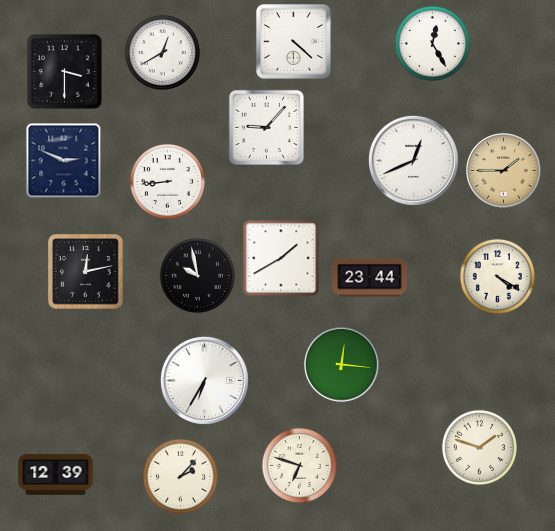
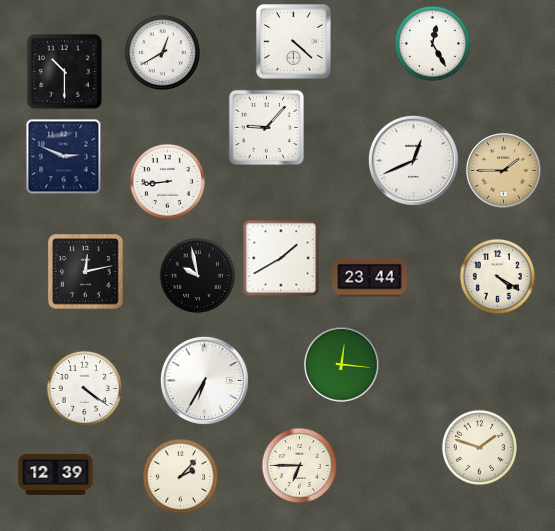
clock at (65, 72): 3:30 -> 10:30
clock at (64, 161) position: (64, 161) -> (64, 157)
clock at (84, 388): none -> 4:21
clock at (299, 465): 6:48 -> 6:45
